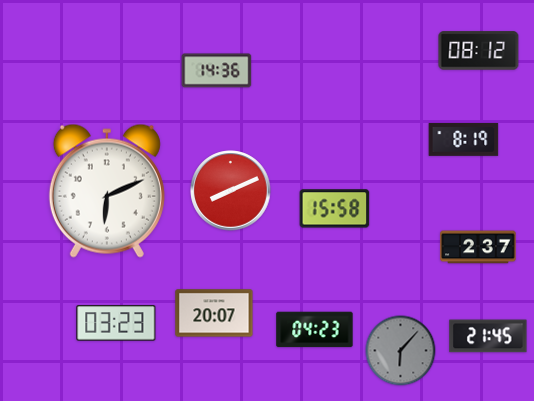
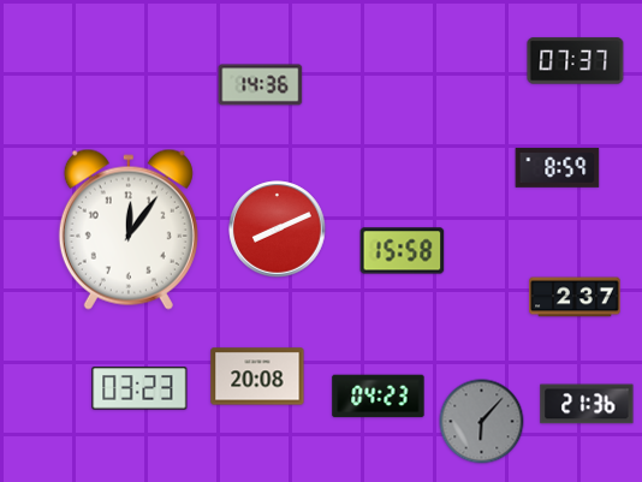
clock at (479, 51): 08:12 -> 07:37
clock at (464, 139): 8:19 -> 8:59
clock at (107, 191): 6:11 -> 12:06
clock at (214, 313): 20:07 -> 20:08
clock at (488, 336): 21:45 -> 21:36
